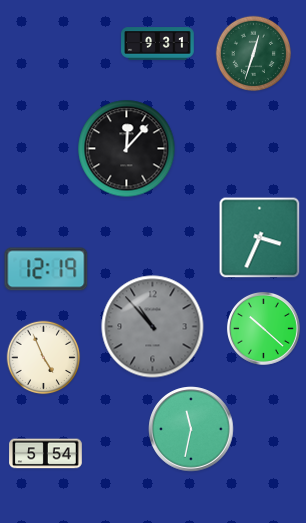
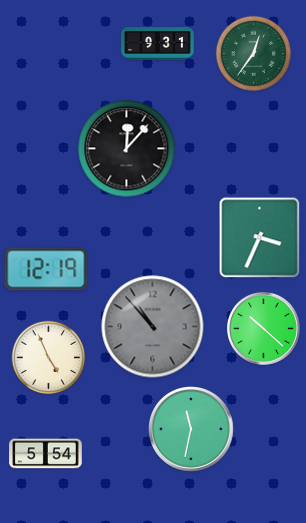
clock at (254, 54): 12:33 -> 12:36
clock at (44, 358) position: (44, 358) -> (49, 358)
